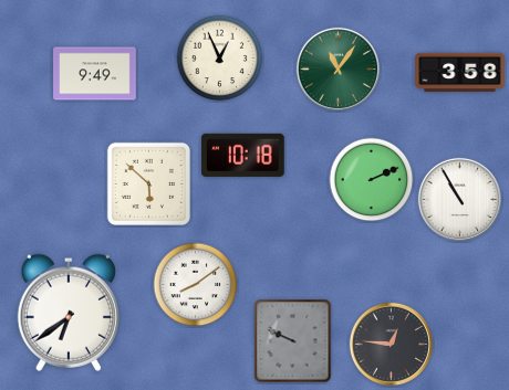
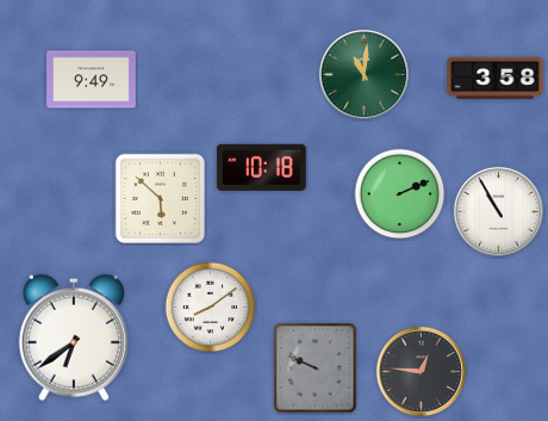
clock at (220, 59): 12:56 -> none
clock at (337, 68): 11:06 -> 11:01
clock at (95, 74) position: (95, 74) -> (92, 80)
clock at (459, 199) position: (459, 199) -> (498, 211)
